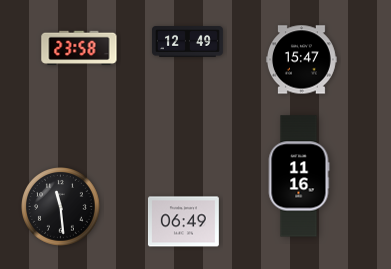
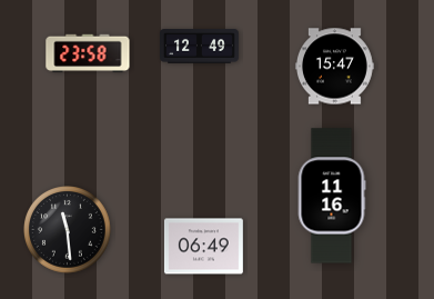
clock at (188, 42) position: (188, 42) -> (200, 47)
